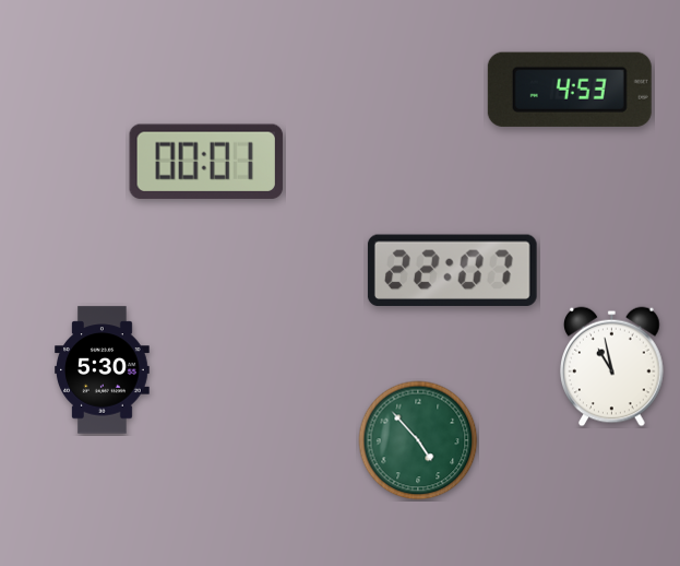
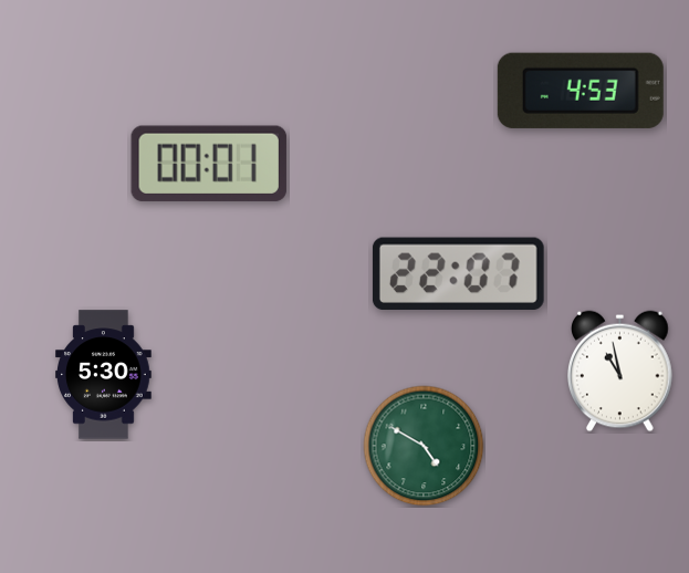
clock at (570, 90) position: (570, 90) -> (581, 91)
clock at (418, 440): 4:53 -> 4:50
